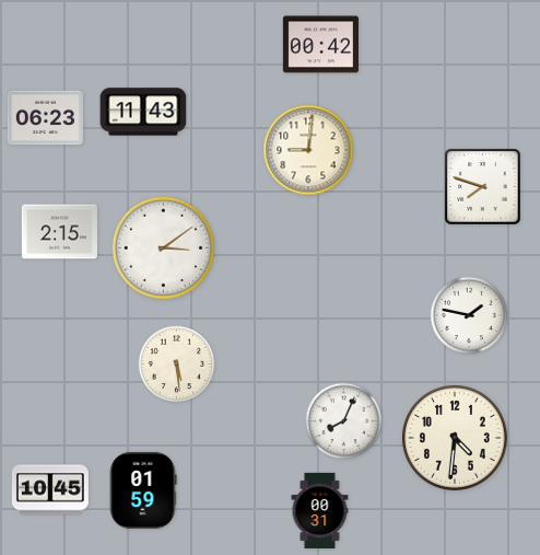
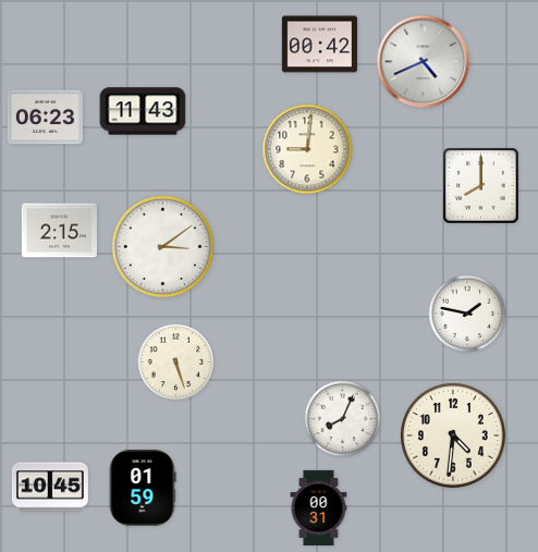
clock at (424, 62): none -> 4:41
clock at (483, 187): 7:48 -> 8:00
clock at (177, 365): 5:29 -> 5:27
